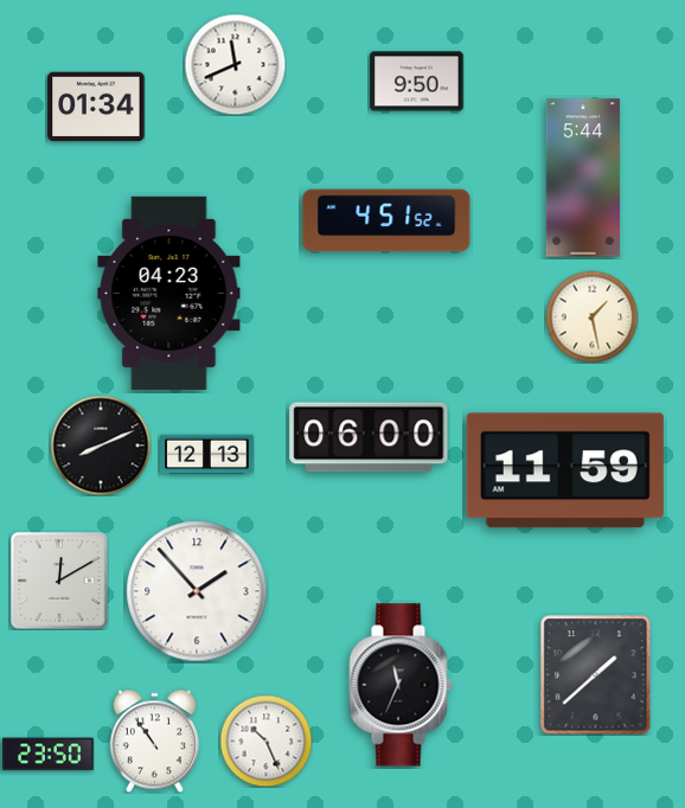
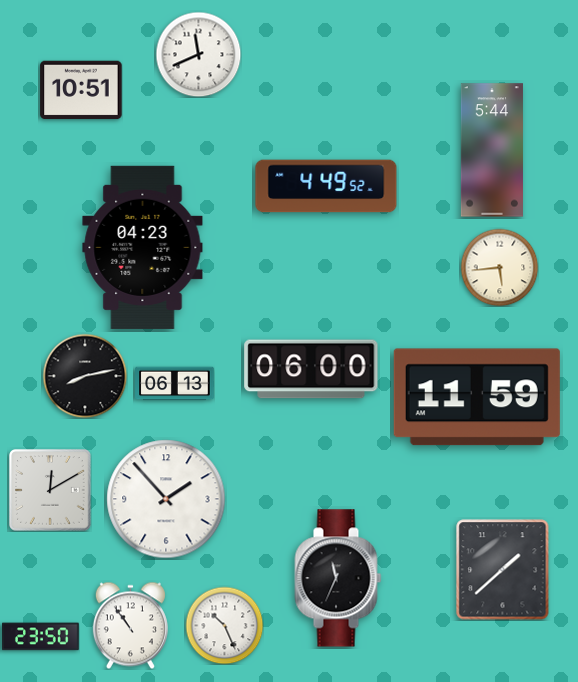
clock at (417, 82): 9:50 -> none
clock at (96, 107): 01:34 -> 10:51
clock at (386, 220): 4:51 -> 4:49
clock at (591, 316): 1:28 -> 5:44
clock at (101, 445): 8:11 -> 8:13
clock at (207, 455): 12:13 -> 06:13
